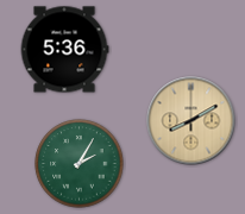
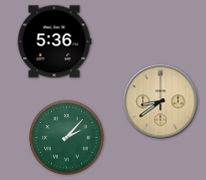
clock at (191, 121): 8:10 -> 8:39
clock at (80, 164): 2:05 -> 2:07
